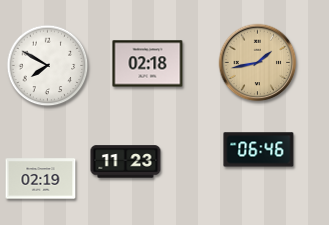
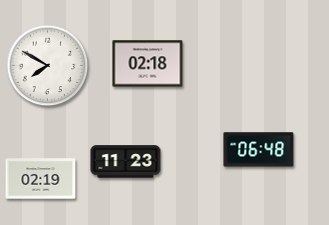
clock at (258, 63): 1:43 -> none
clock at (259, 150): 06:46 -> 06:48
